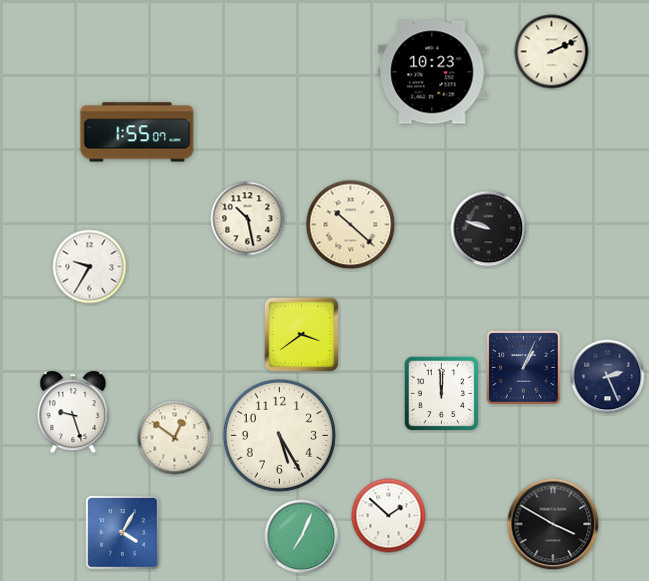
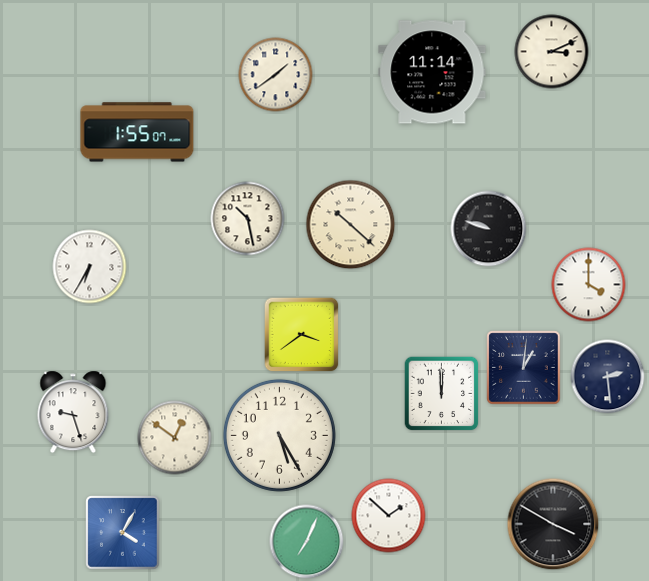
clock at (552, 52): 2:11 -> 3:11
clock at (432, 72): 10:23 -> 11:14
clock at (276, 75): none -> 1:39
clock at (90, 267): 9:35 -> 6:35
clock at (589, 285): none -> 4:00
clock at (524, 368): 1:04 -> 1:01
clock at (608, 377): 2:26 -> 2:29
clock at (302, 537) position: (302, 537) -> (307, 542)
